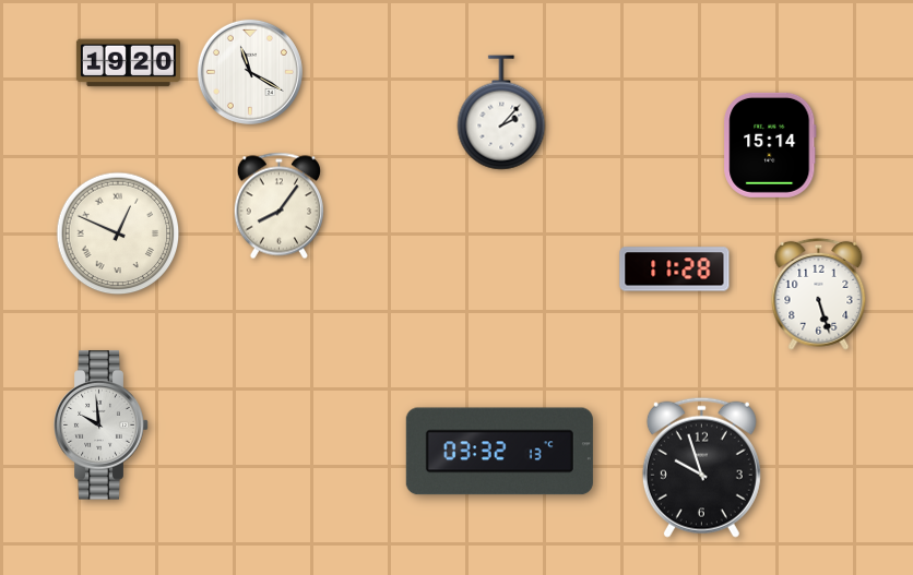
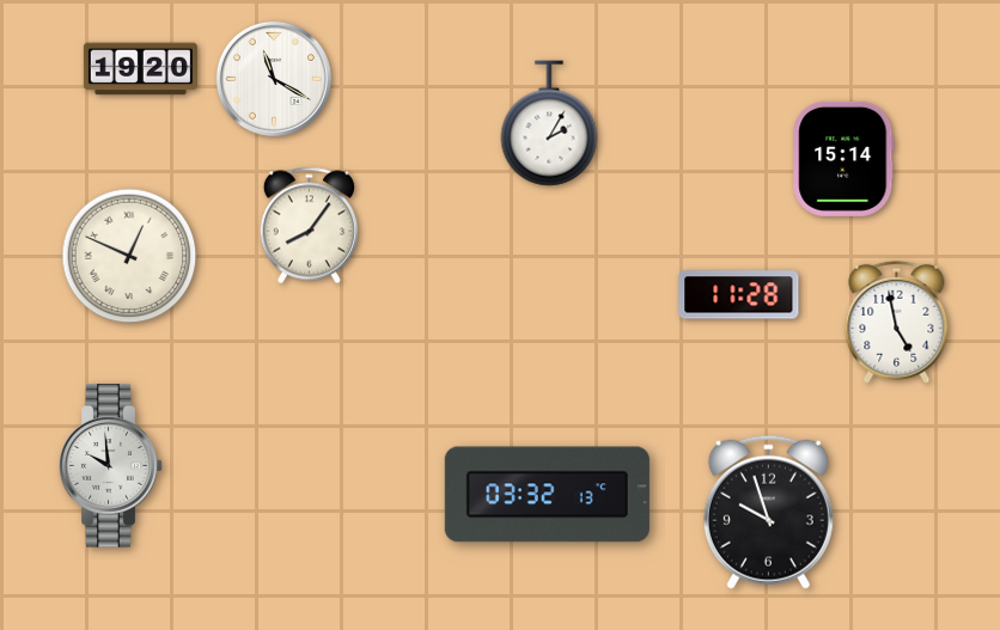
clock at (501, 112): 2:07 -> 2:05
clock at (278, 206) position: (278, 206) -> (309, 226)
clock at (819, 294): 5:27 -> 4:58
